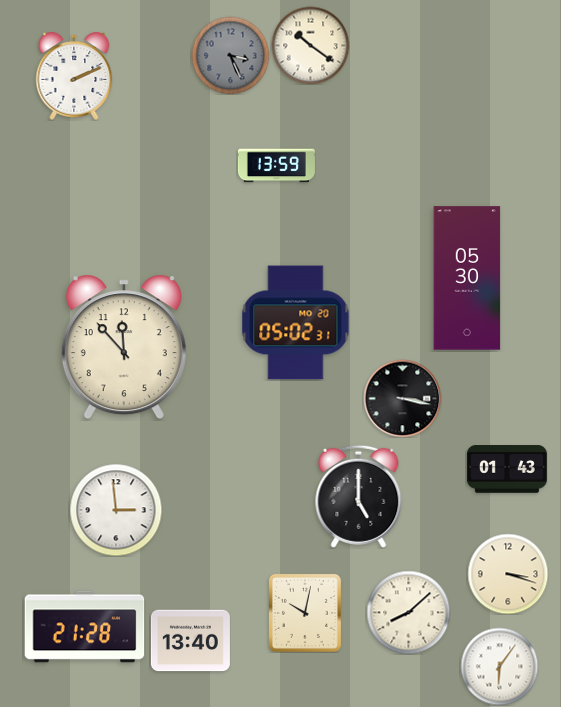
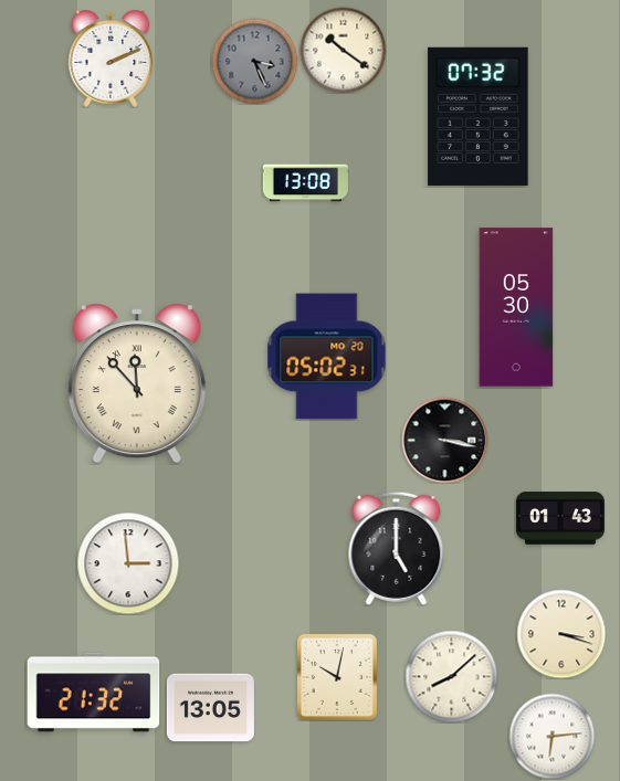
clock at (74, 77) position: (74, 77) -> (111, 60)
clock at (479, 116): none -> 07:32
clock at (276, 166): 13:59 -> 13:08
clock at (124, 347) numerals: Arabic -> Roman
clock at (85, 627): 21:28 -> 21:32
clock at (190, 641): 13:40 -> 13:05
clock at (499, 666): 6:06 -> 6:14
